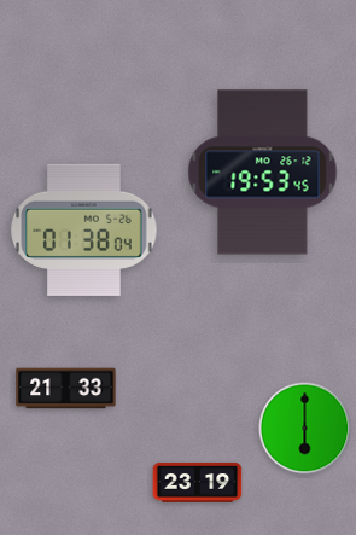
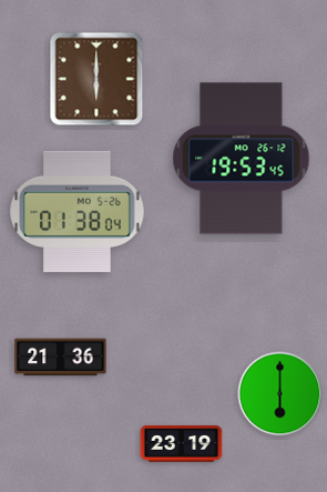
clock at (96, 79): none -> 6:00
clock at (66, 389): 21:33 -> 21:36
